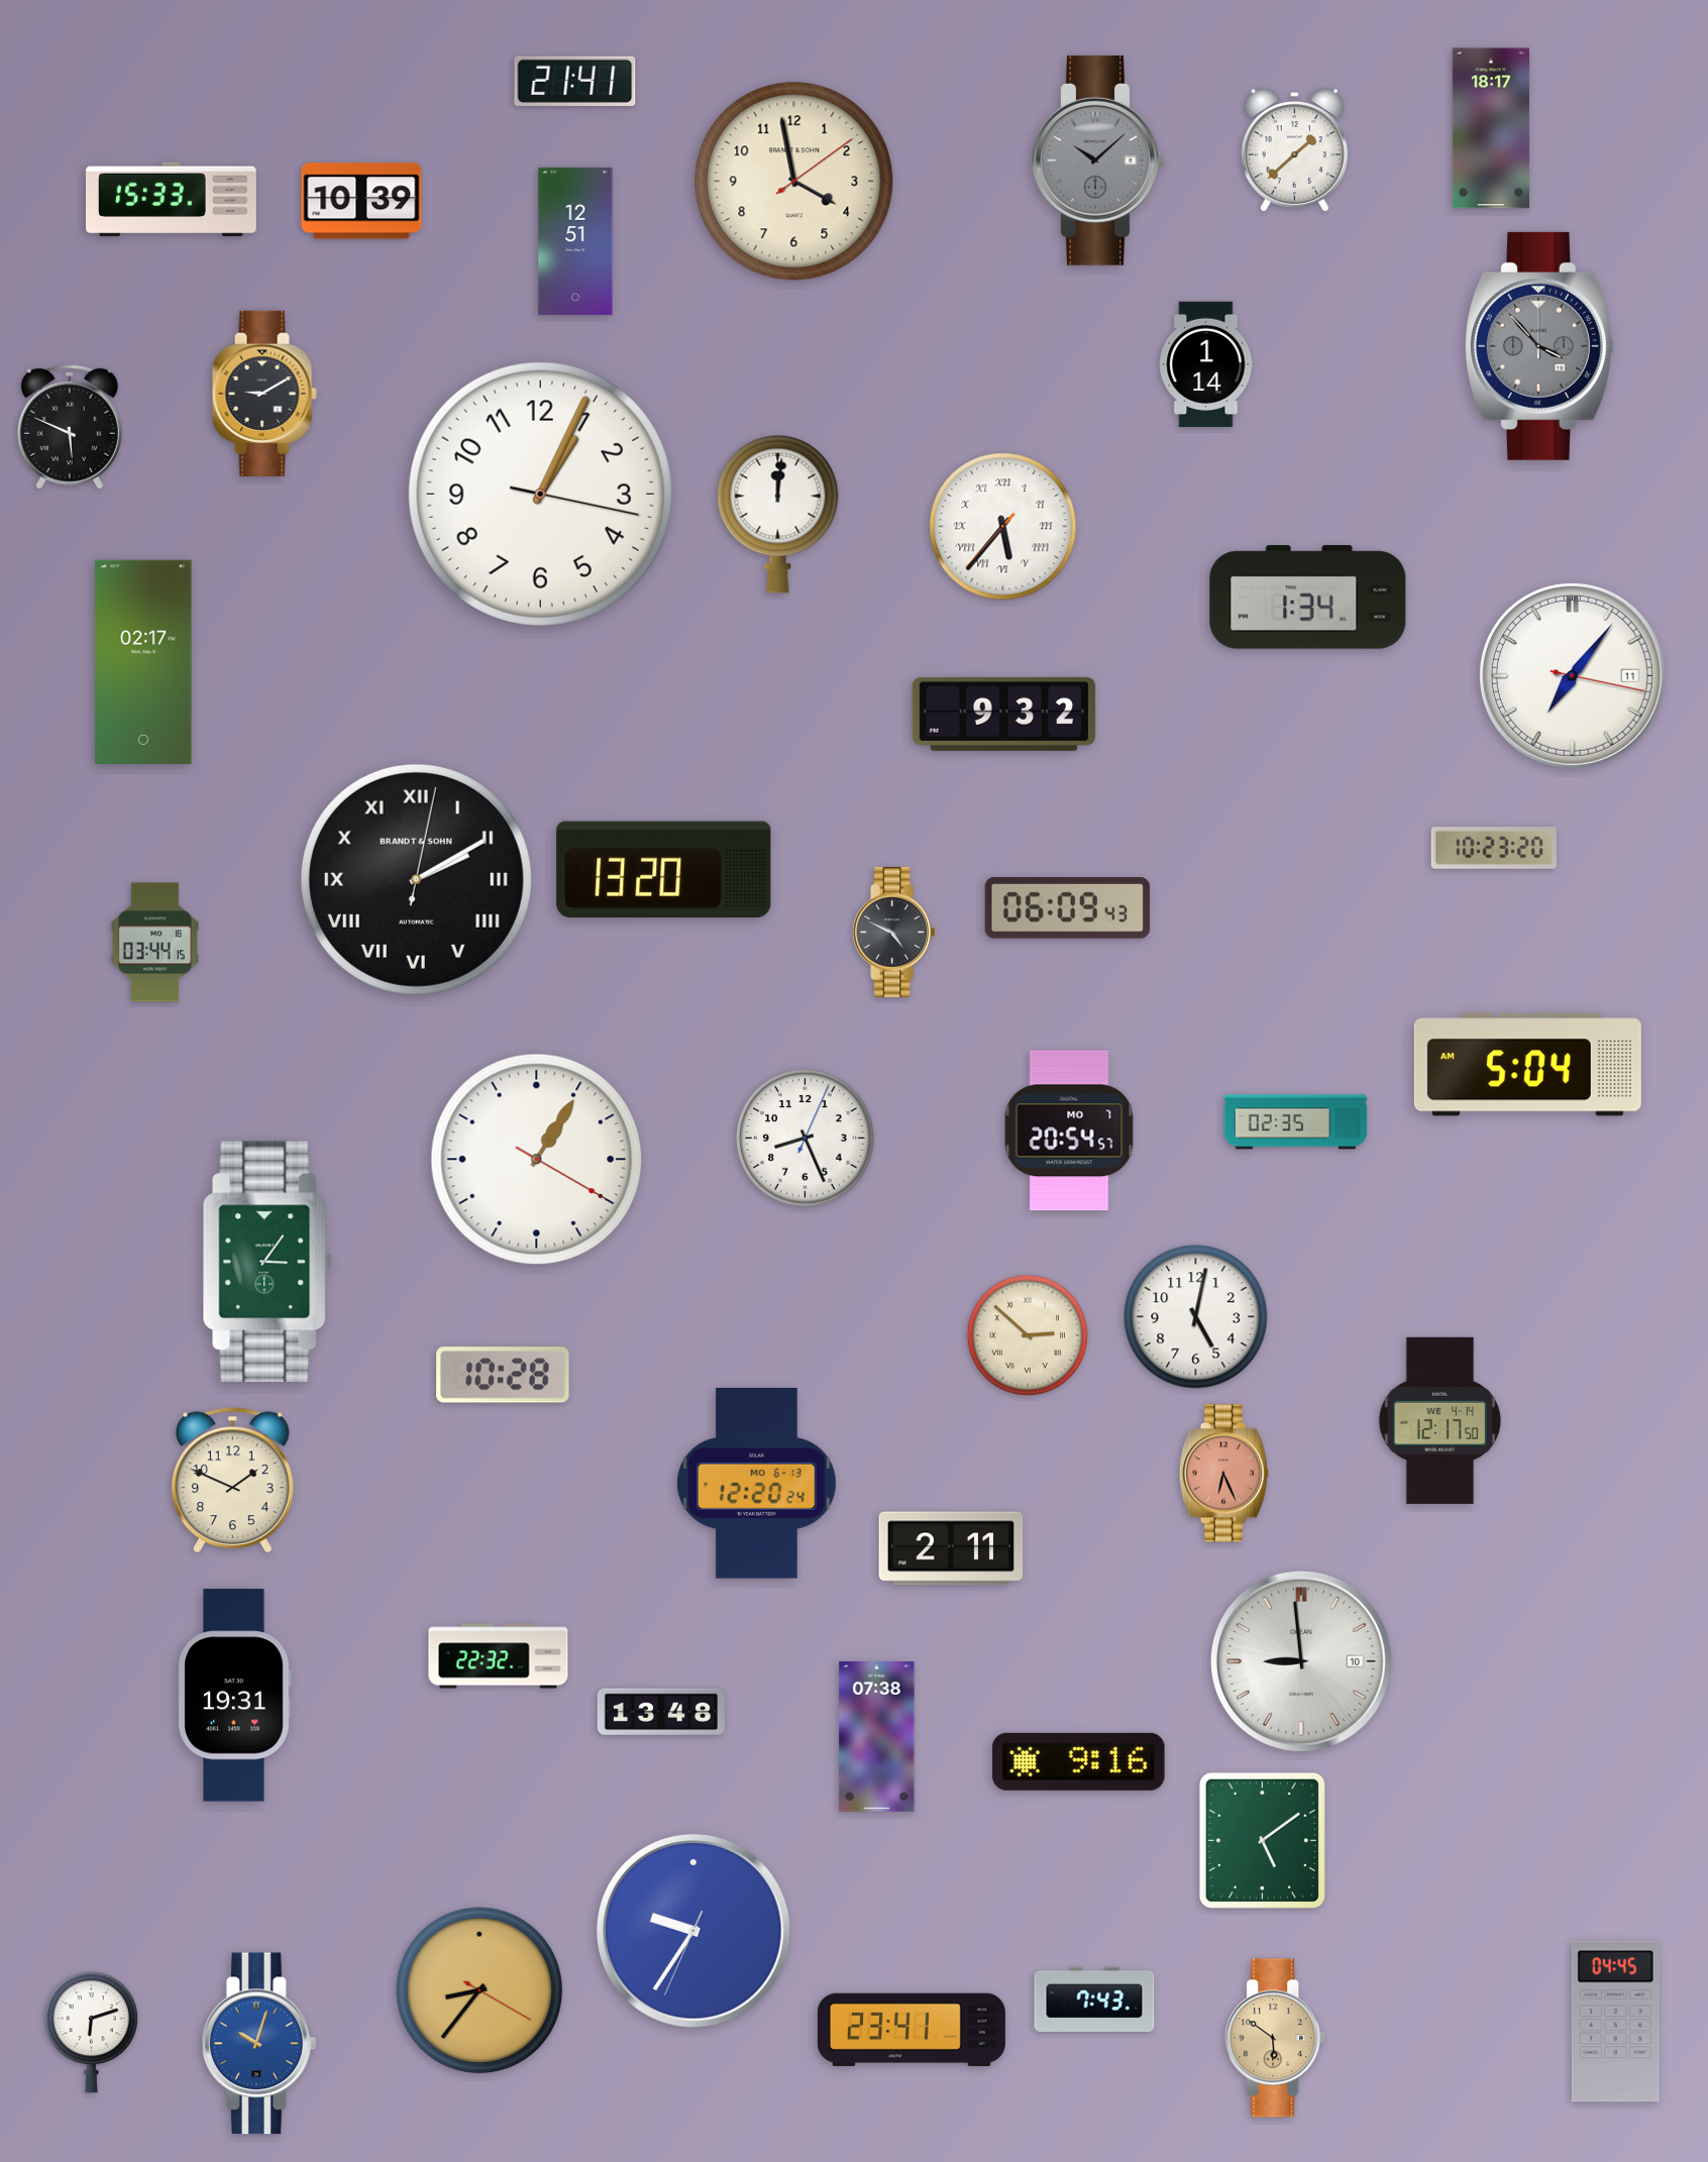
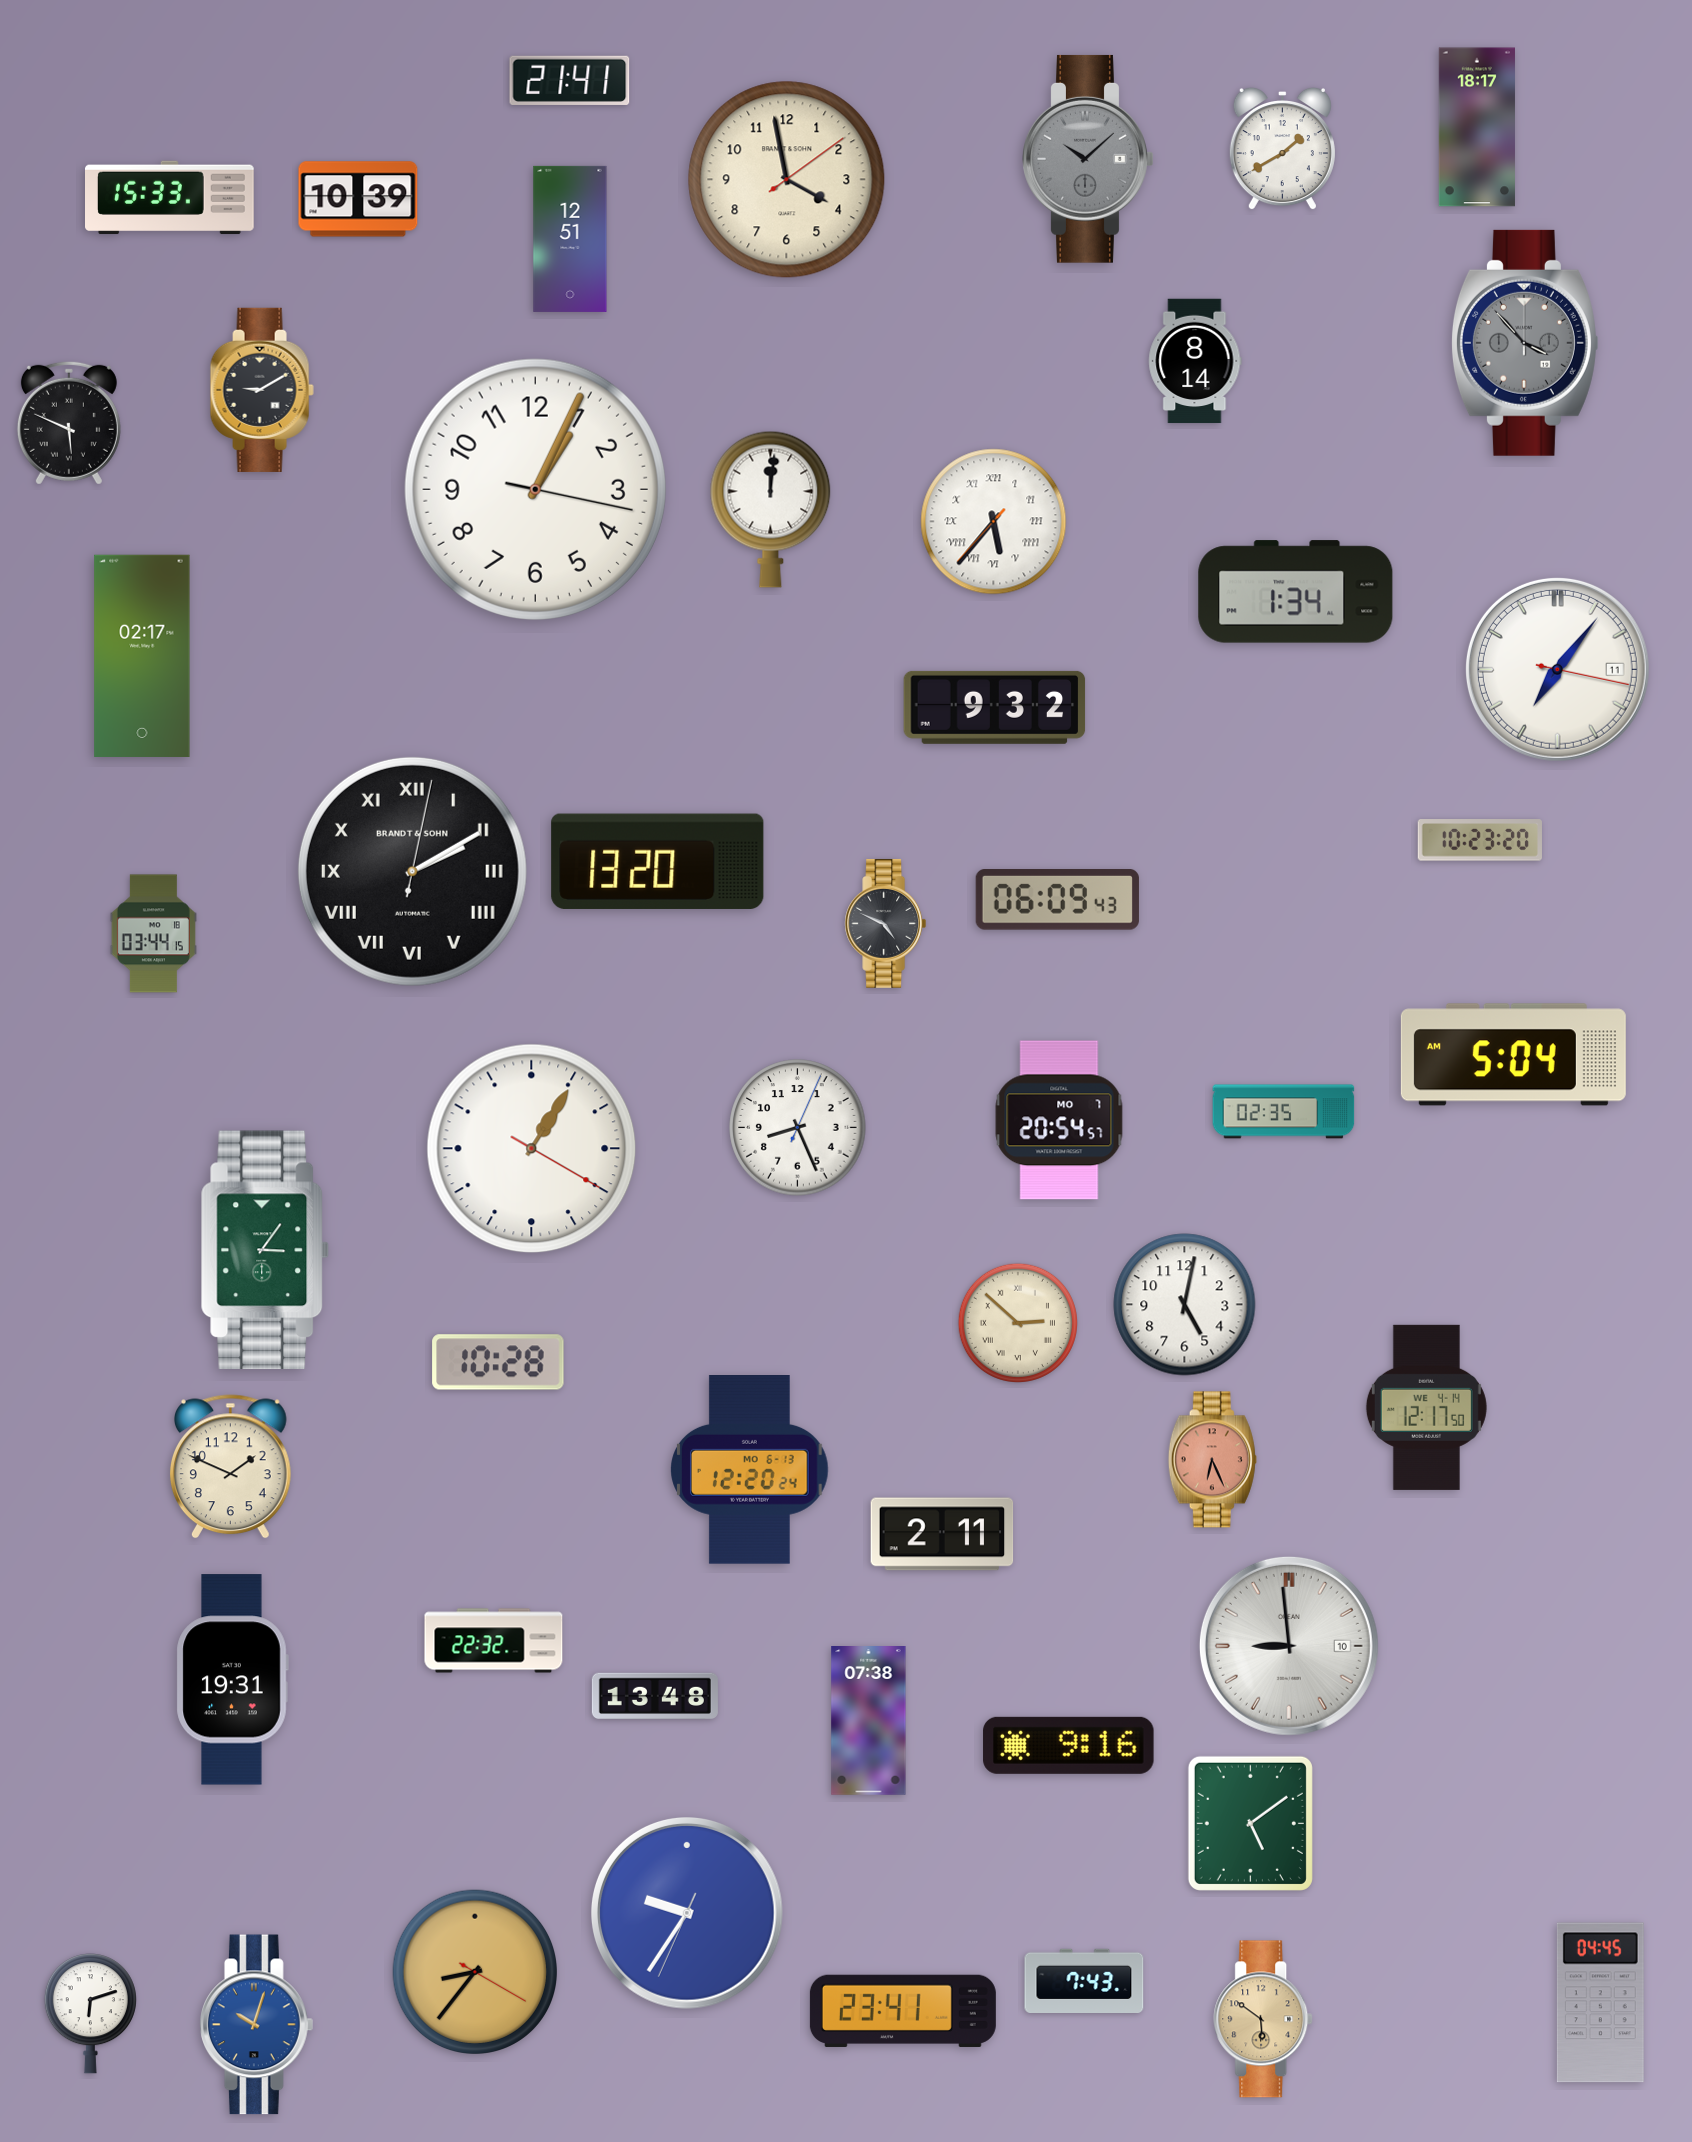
clock at (1294, 150): 1:38 -> 1:40
clock at (1206, 364): 1:14 -> 8:14
